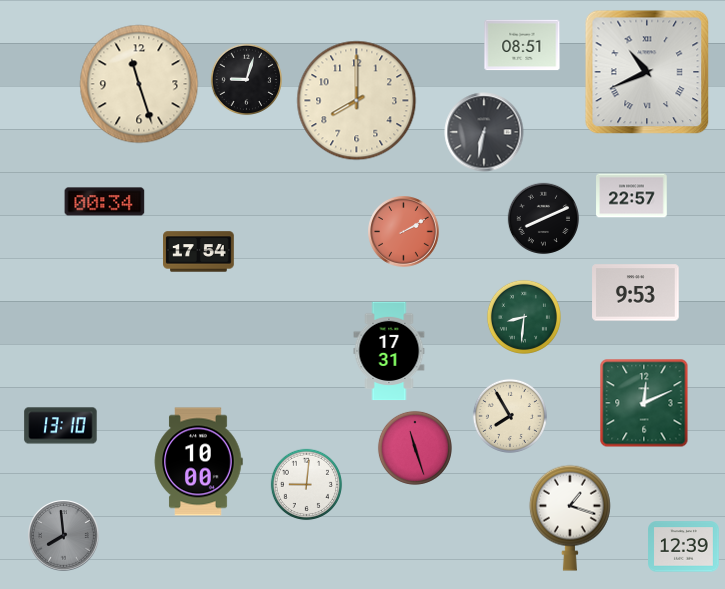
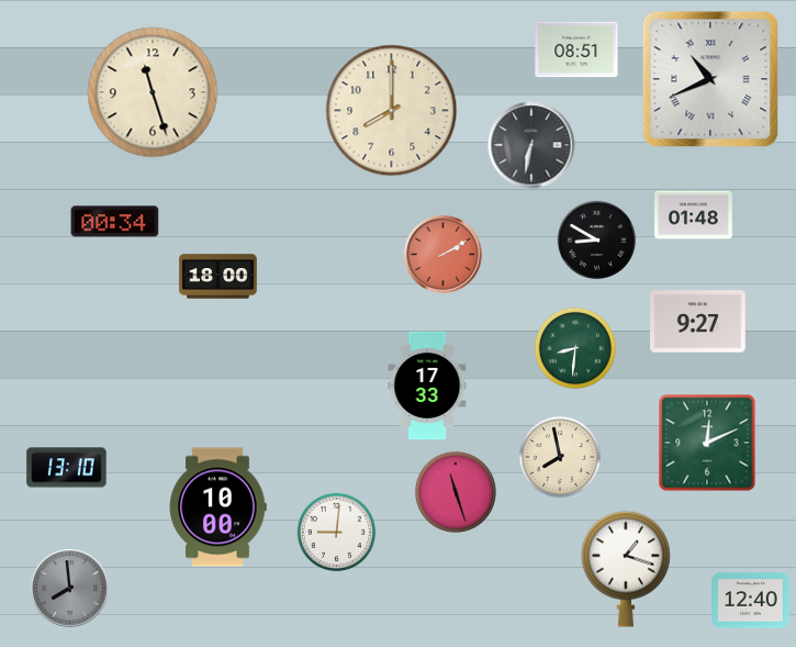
clock at (522, 45) position: (522, 45) -> (576, 49)
clock at (247, 80): 9:03 -> none
clock at (632, 196): 22:57 -> 01:48
clock at (544, 219): 8:11 -> 8:50
clock at (199, 252): 17:54 -> 18:00
clock at (636, 293): 9:53 -> 9:27
clock at (389, 351): 17:31 -> 17:33
clock at (510, 416): 7:55 -> 7:58
clock at (684, 547): 12:39 -> 12:40
